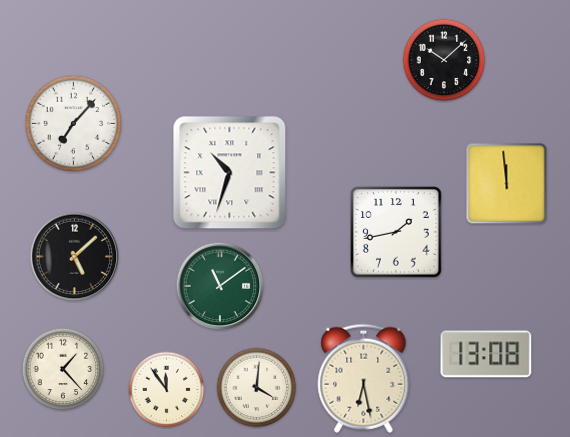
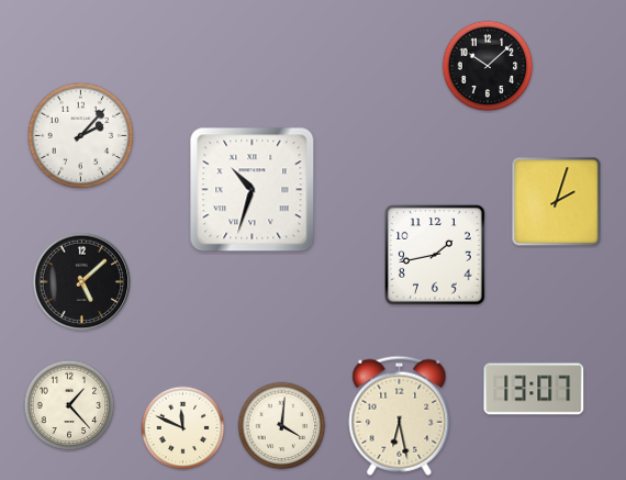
clock at (74, 124): 7:07 -> 2:07
clock at (507, 184): 11:59 -> 2:03
clock at (220, 286): 11:09 -> none
clock at (486, 354): 13:08 -> 13:07
clock at (167, 390): 11:54 -> 11:49
